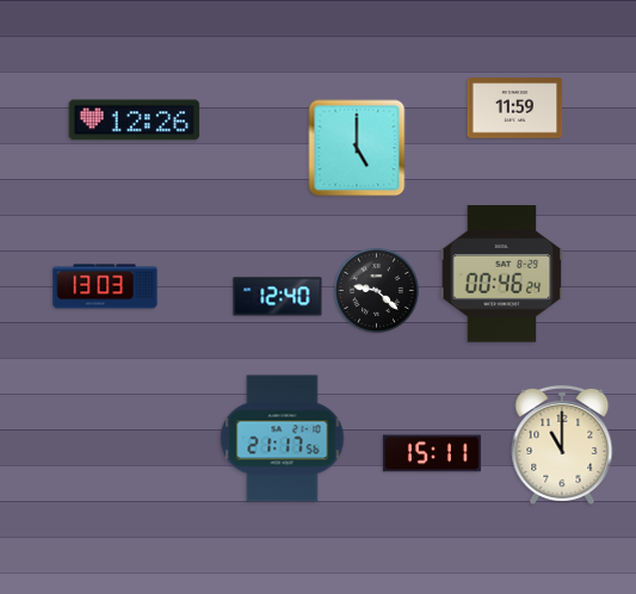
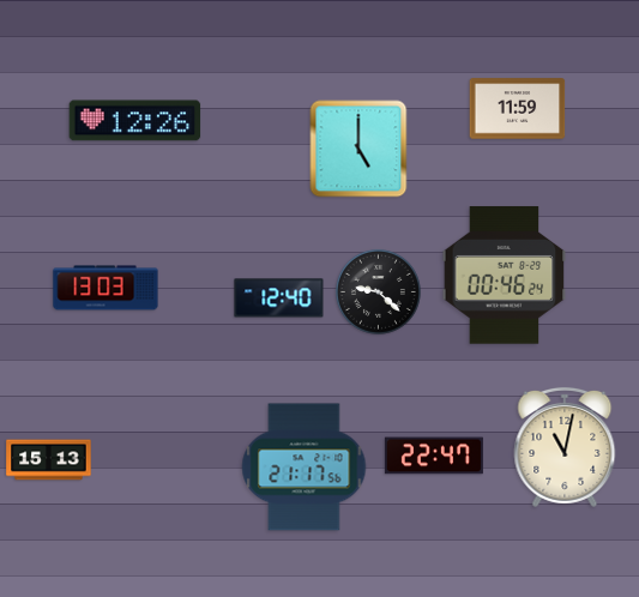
clock at (283, 439) position: (283, 439) -> (305, 468)
clock at (562, 445): 11:00 -> 11:02
clock at (432, 453): 15:11 -> 22:47
clock at (49, 460): none -> 15:13
